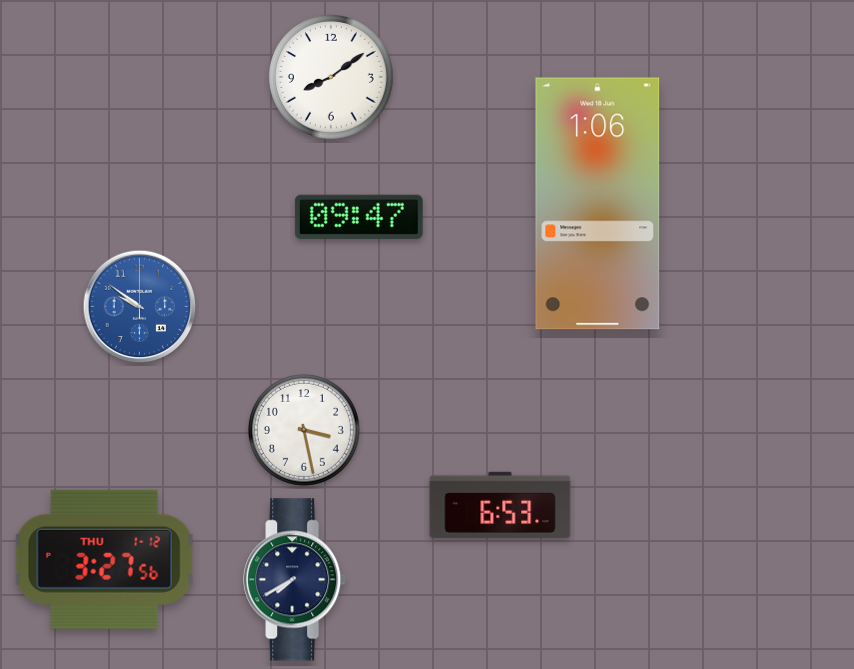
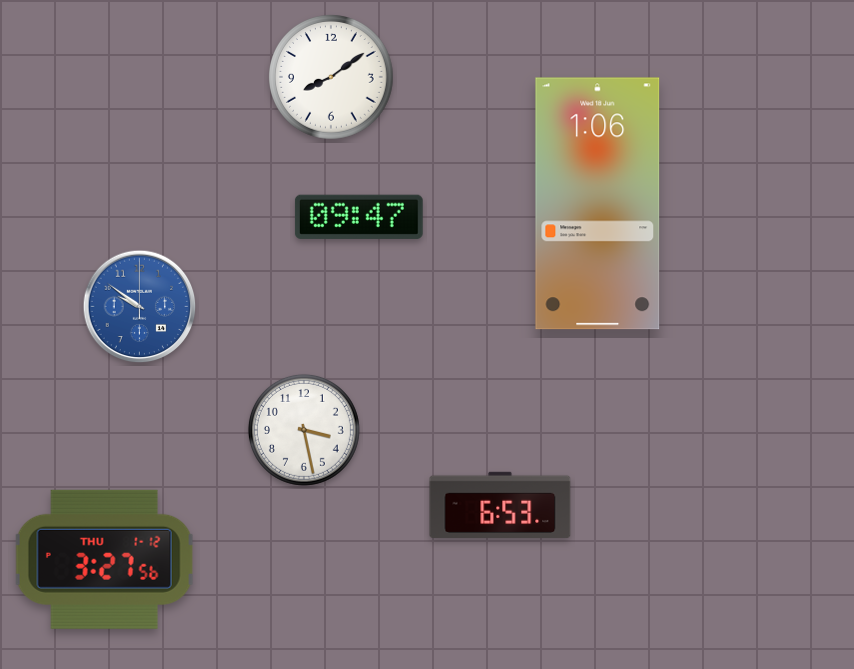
clock at (295, 580): 7:40 -> none
